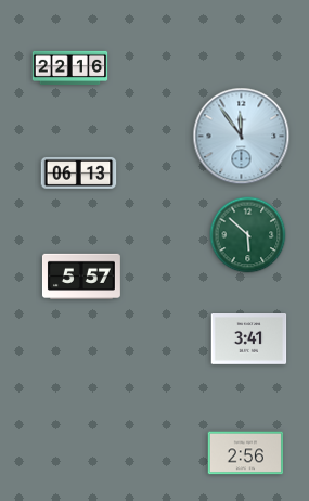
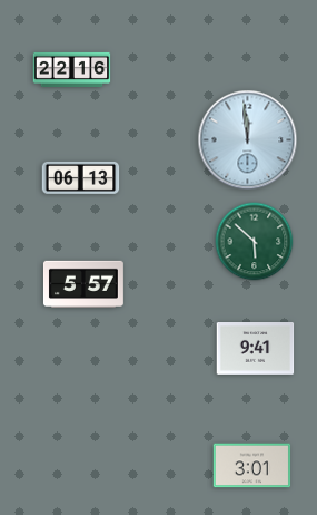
clock at (242, 137): 11:54 -> 11:59
clock at (249, 339): 3:41 -> 9:41
clock at (246, 453): 2:56 -> 3:01
